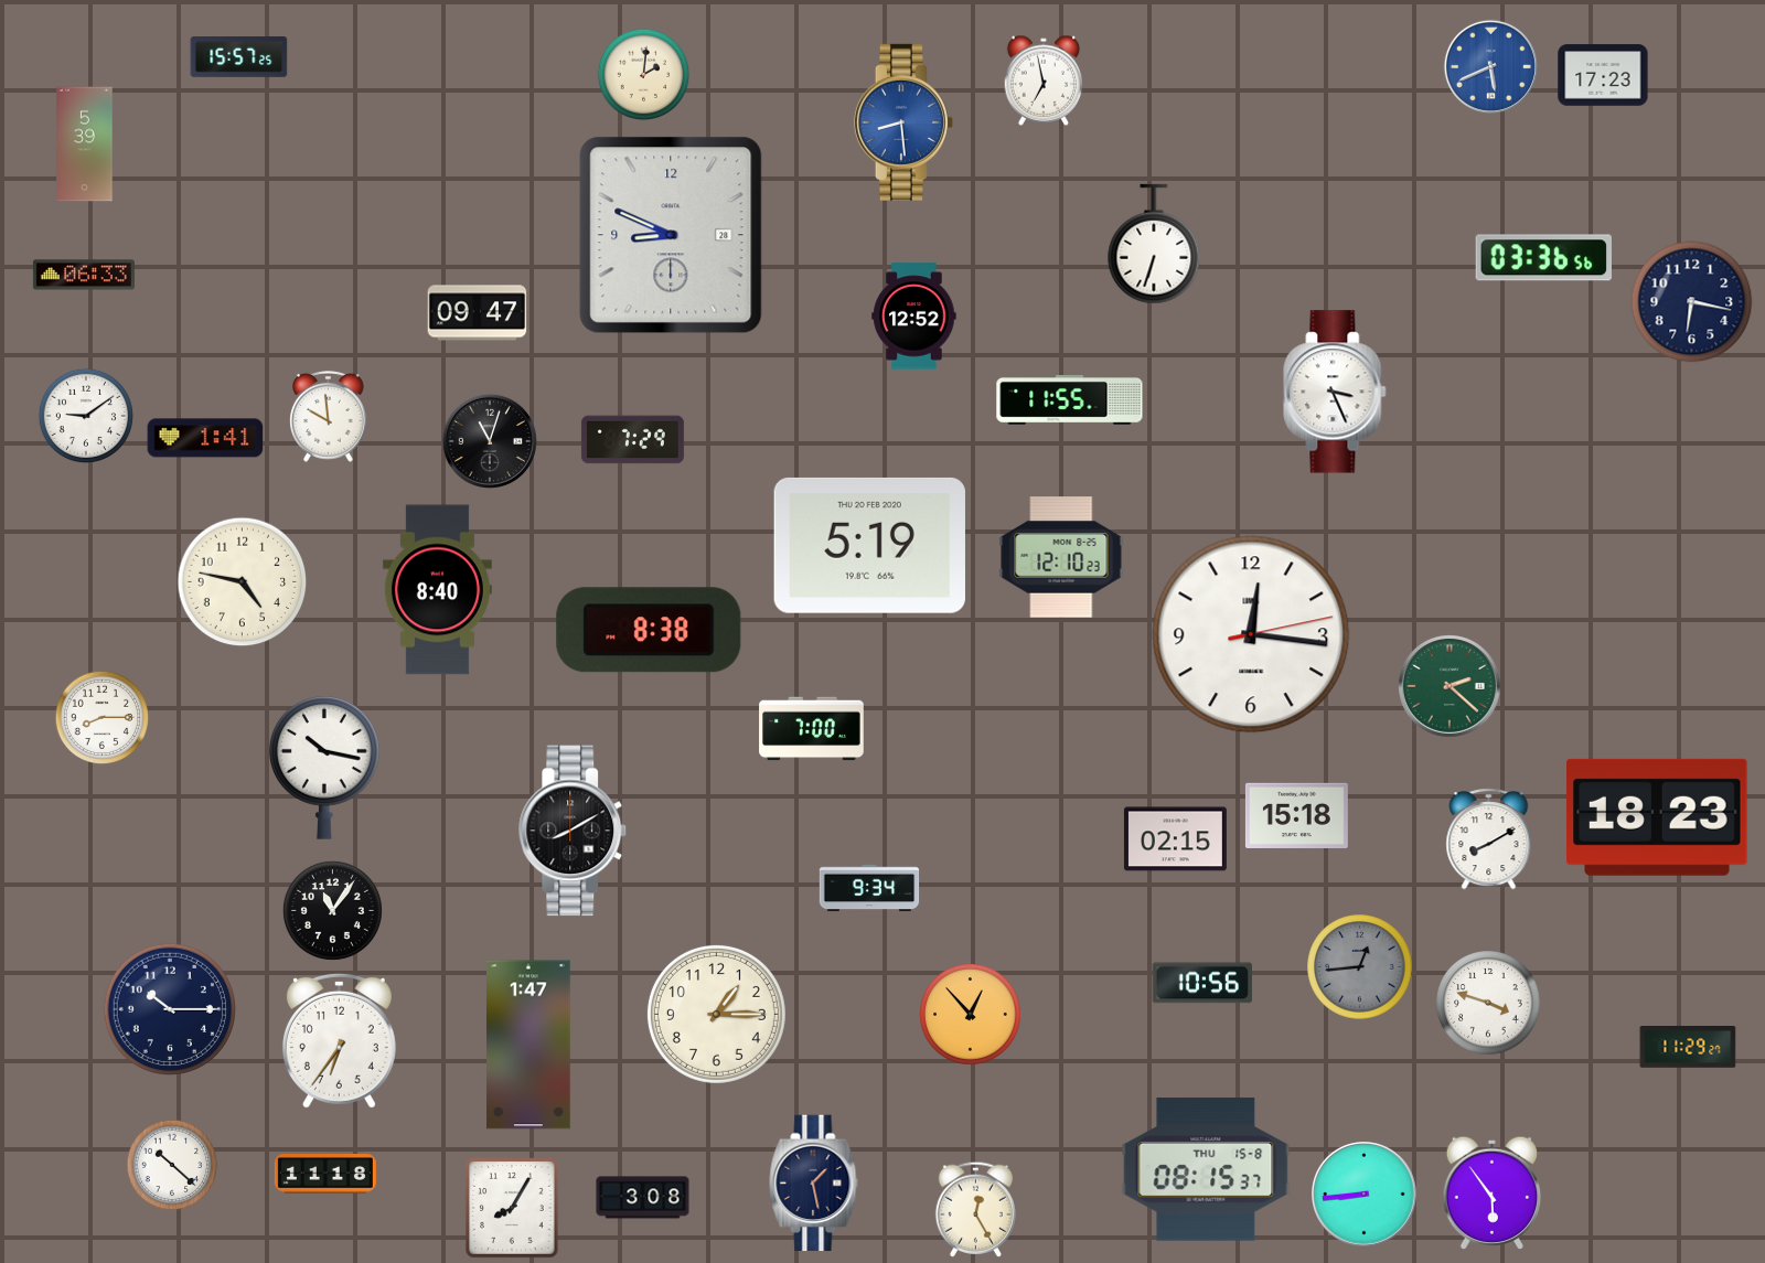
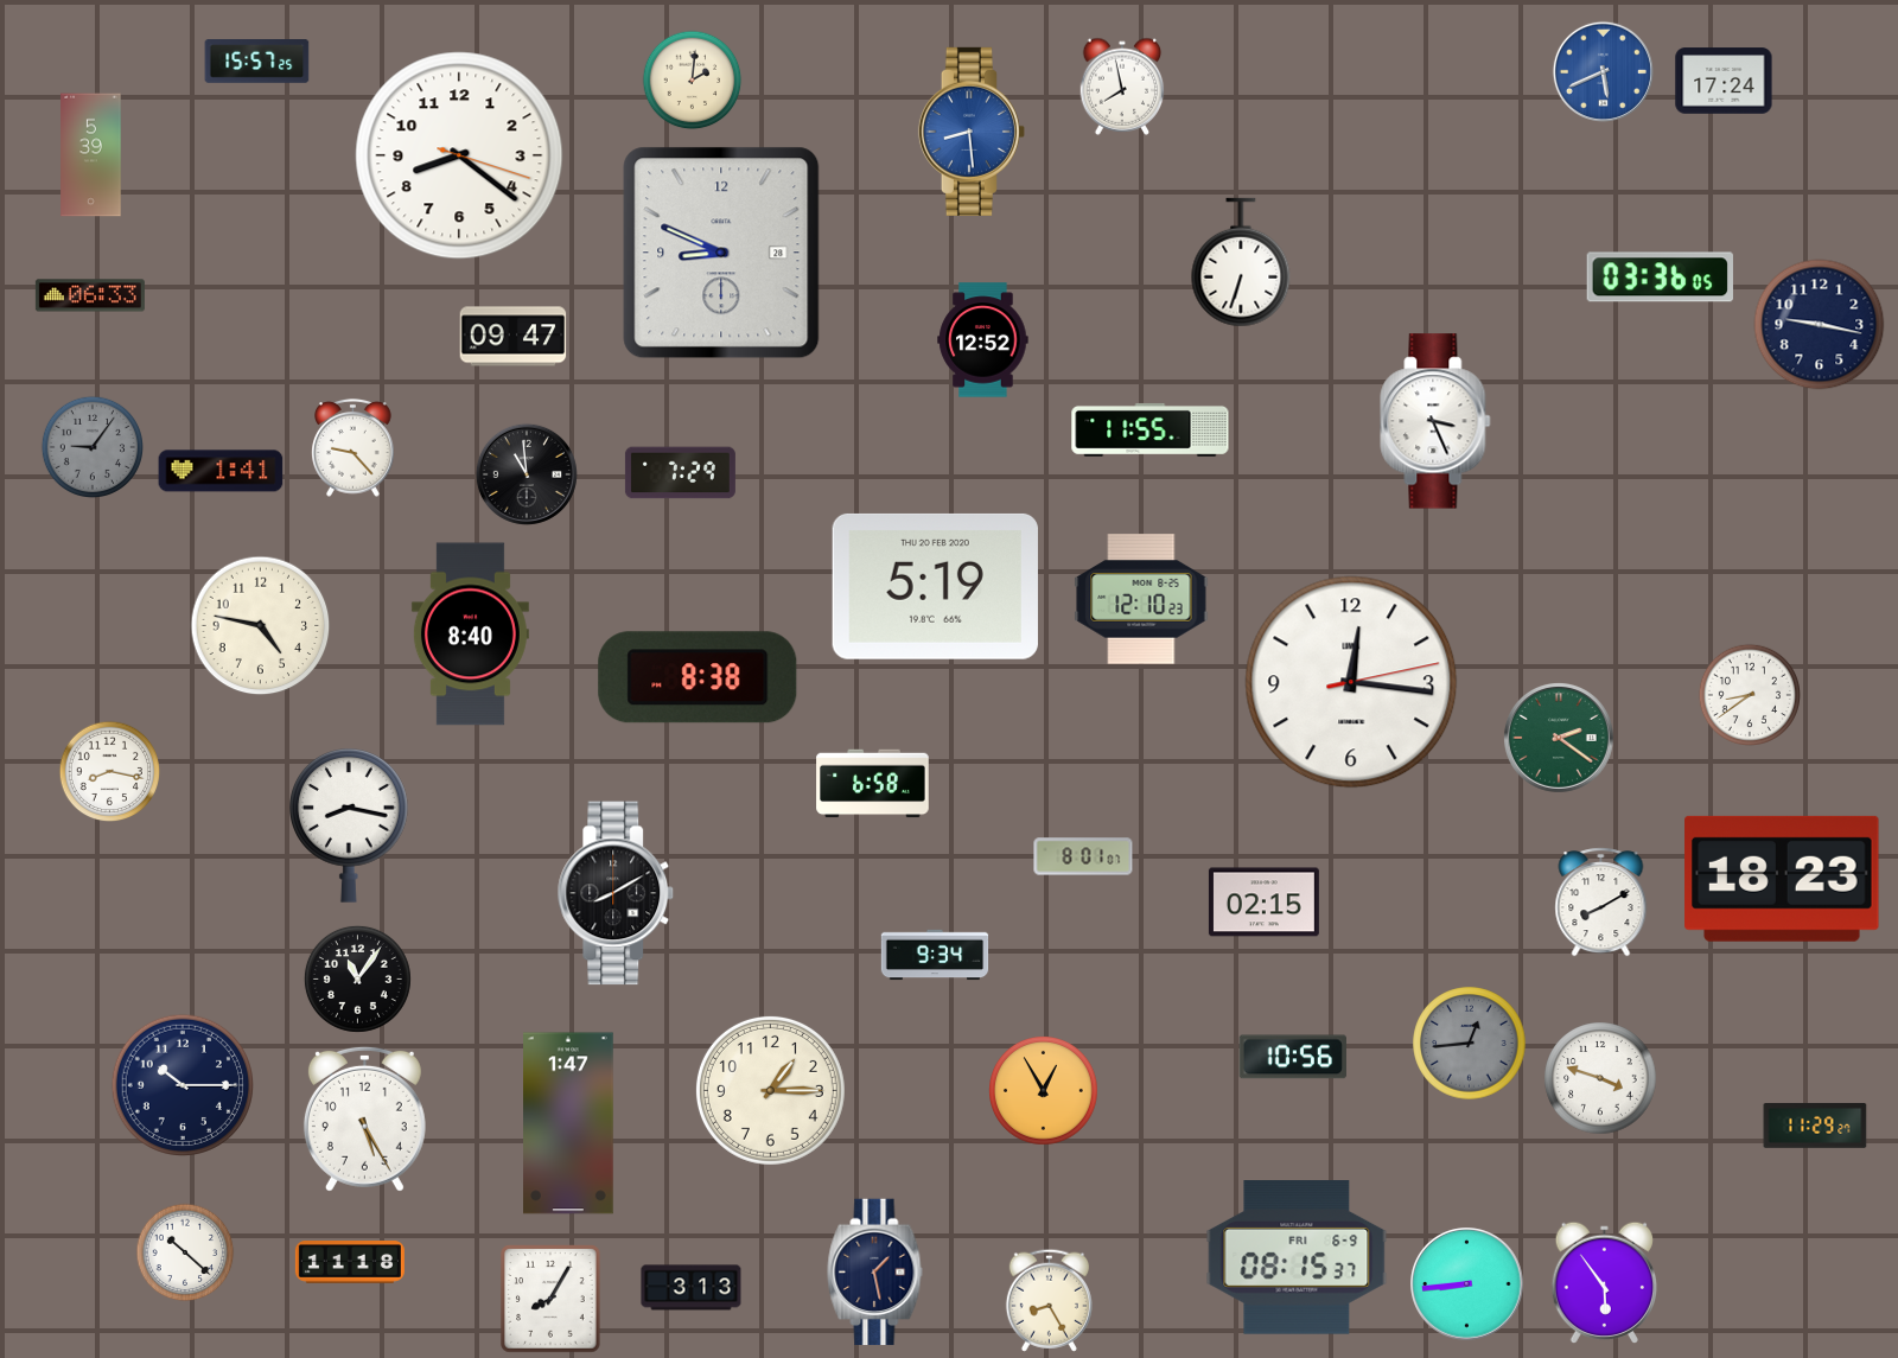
clock at (1603, 75): 17:23 -> 17:24
clock at (1044, 81): 6:58 -> 7:58
clock at (459, 155): none -> 8:21
clock at (1543, 258): 03:36:56 -> 03:36:05
clock at (1692, 302): 6:17 -> 9:17
clock at (85, 415): 9:09 -> 9:06
clock at (85, 415) dial: white -> grey
clock at (329, 416): 9:59 -> 9:23
clock at (490, 441): 11:03 -> 10:59
clock at (1251, 634) position: (1251, 634) -> (1351, 682)
clock at (1749, 694): none -> 8:39
clock at (1450, 686): 2:22 -> 2:21
clock at (103, 718): 8:15 -> 8:17
clock at (812, 729): 7:00 -> 6:58
clock at (325, 769): 10:17 -> 8:17
clock at (1083, 856): none -> 8:01
clock at (1296, 815): 15:18 -> none
clock at (1360, 967) position: (1360, 967) -> (1470, 1044)
clock at (971, 1015): 12:53 -> 12:55
clock at (339, 1040): 6:36 -> 5:25
clock at (1206, 1169) date: THU 15-8 -> FRI 6-9
clock at (643, 1198): 3:08 -> 3:13
clock at (975, 1209): 12:25 -> 8:25
